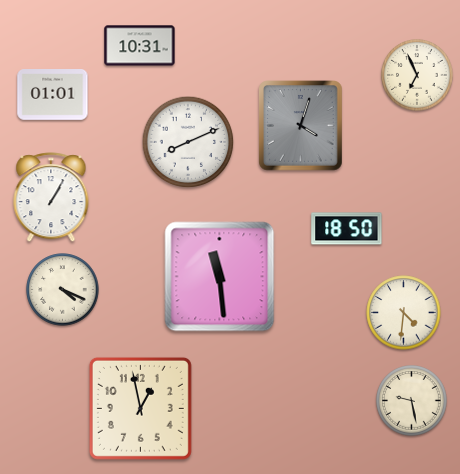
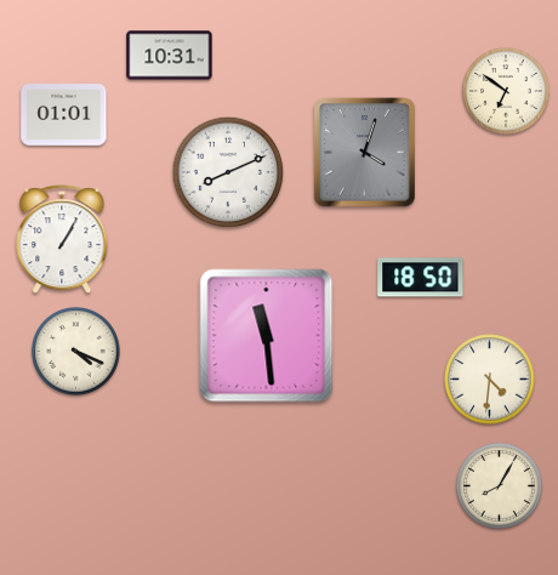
clock at (417, 75): 6:56 -> 6:51
clock at (412, 401): 9:28 -> 8:05
clock at (140, 408): 12:58 -> none
